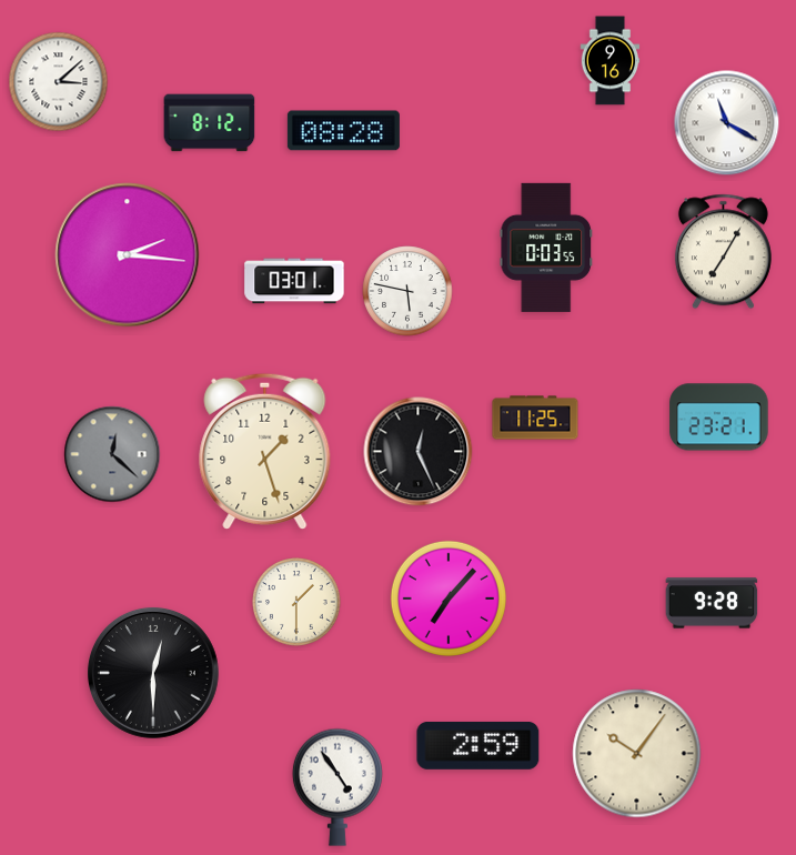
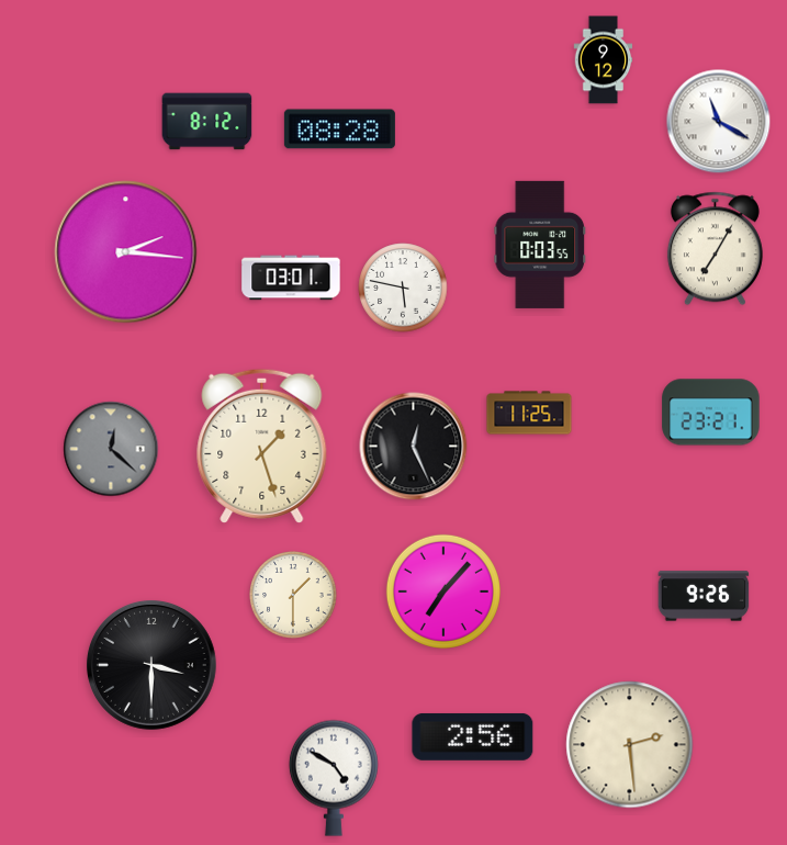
clock at (611, 61): 9:16 -> 9:12
clock at (59, 82): 3:08 -> none
clock at (712, 603): 9:28 -> 9:26
clock at (153, 673): 12:30 -> 3:30
clock at (478, 745): 2:59 -> 2:56
clock at (637, 754): 10:06 -> 2:29
clock at (337, 787): 4:54 -> 4:50
